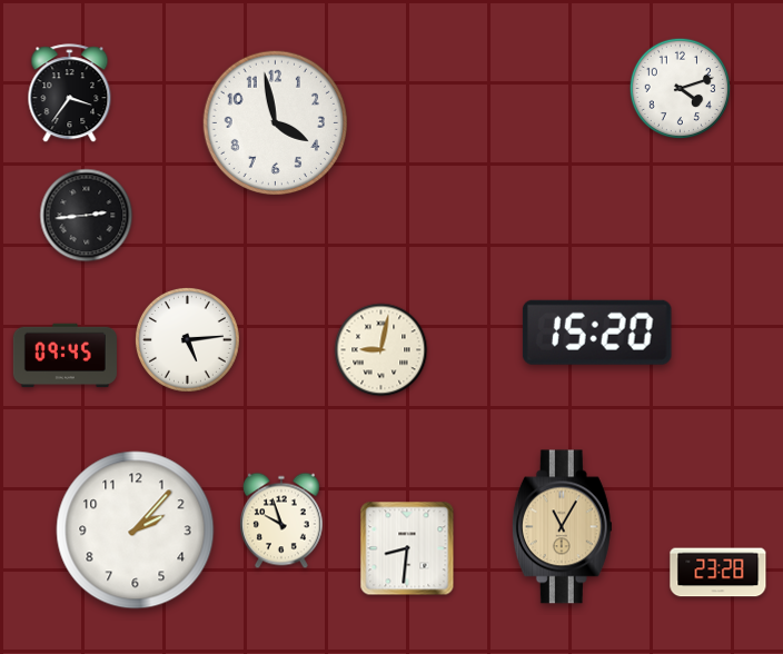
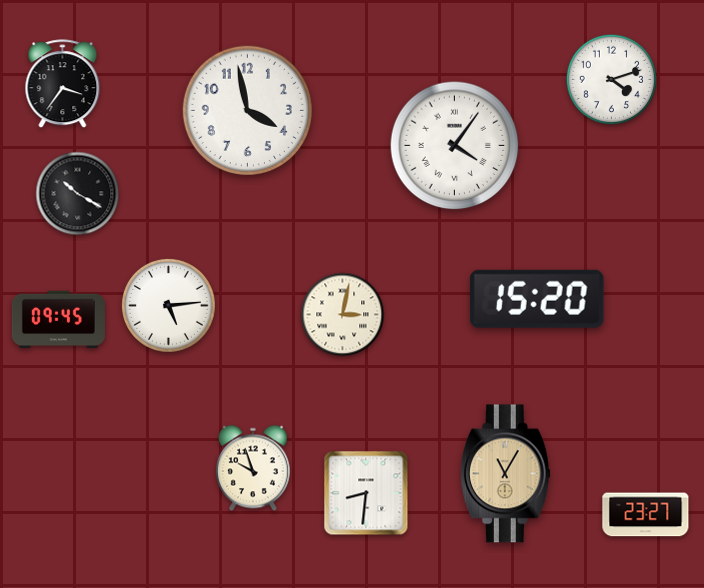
clock at (455, 146): none -> 4:06
clock at (87, 216): 2:44 -> 10:20
clock at (381, 350): 9:02 -> 3:02
clock at (136, 531): 2:07 -> none
clock at (718, 573): 23:28 -> 23:27
